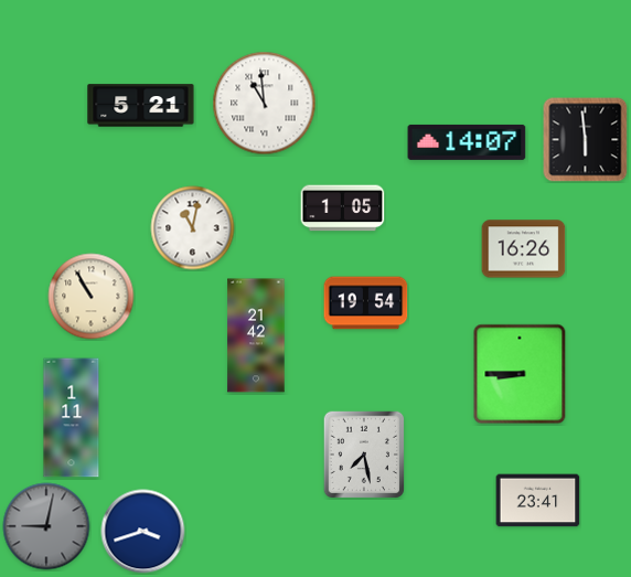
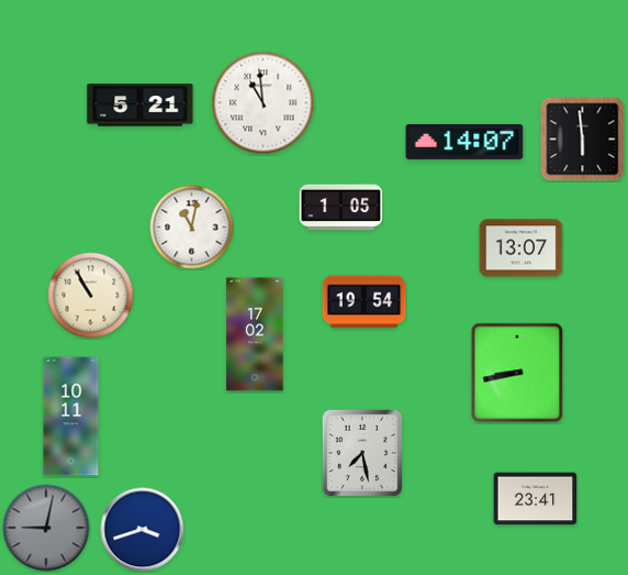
clock at (524, 249): 16:26 -> 13:07
clock at (256, 335): 21:42 -> 17:02
clock at (520, 374): 8:45 -> 8:43
clock at (72, 418): 1:11 -> 10:11
clock at (46, 526) position: (46, 526) -> (46, 528)
